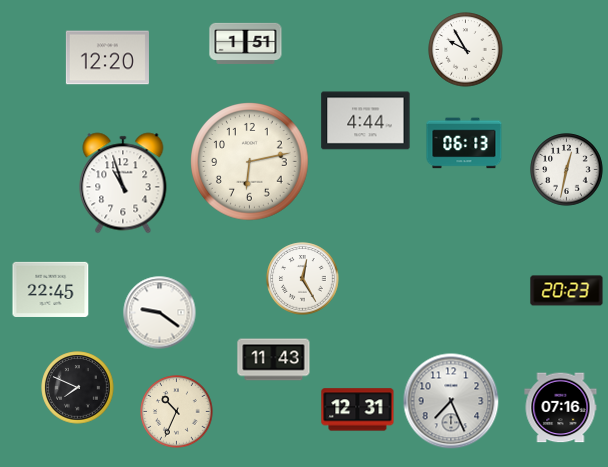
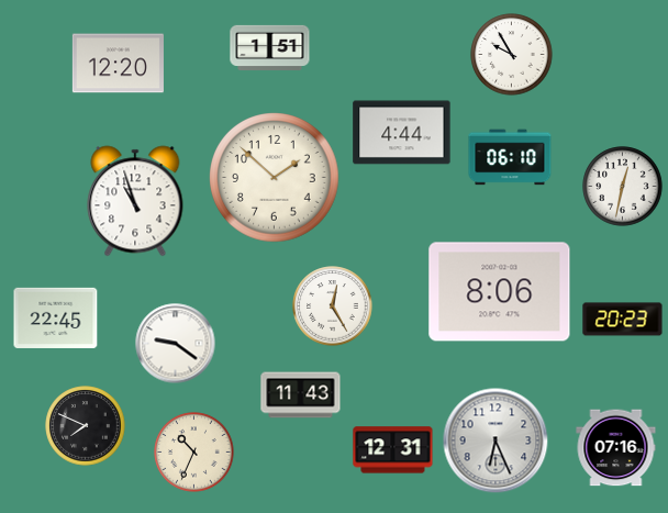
clock at (464, 143): 06:13 -> 06:10
clock at (250, 162): 6:13 -> 1:52
clock at (500, 292): none -> 8:06
clock at (451, 401): 7:26 -> 6:26
